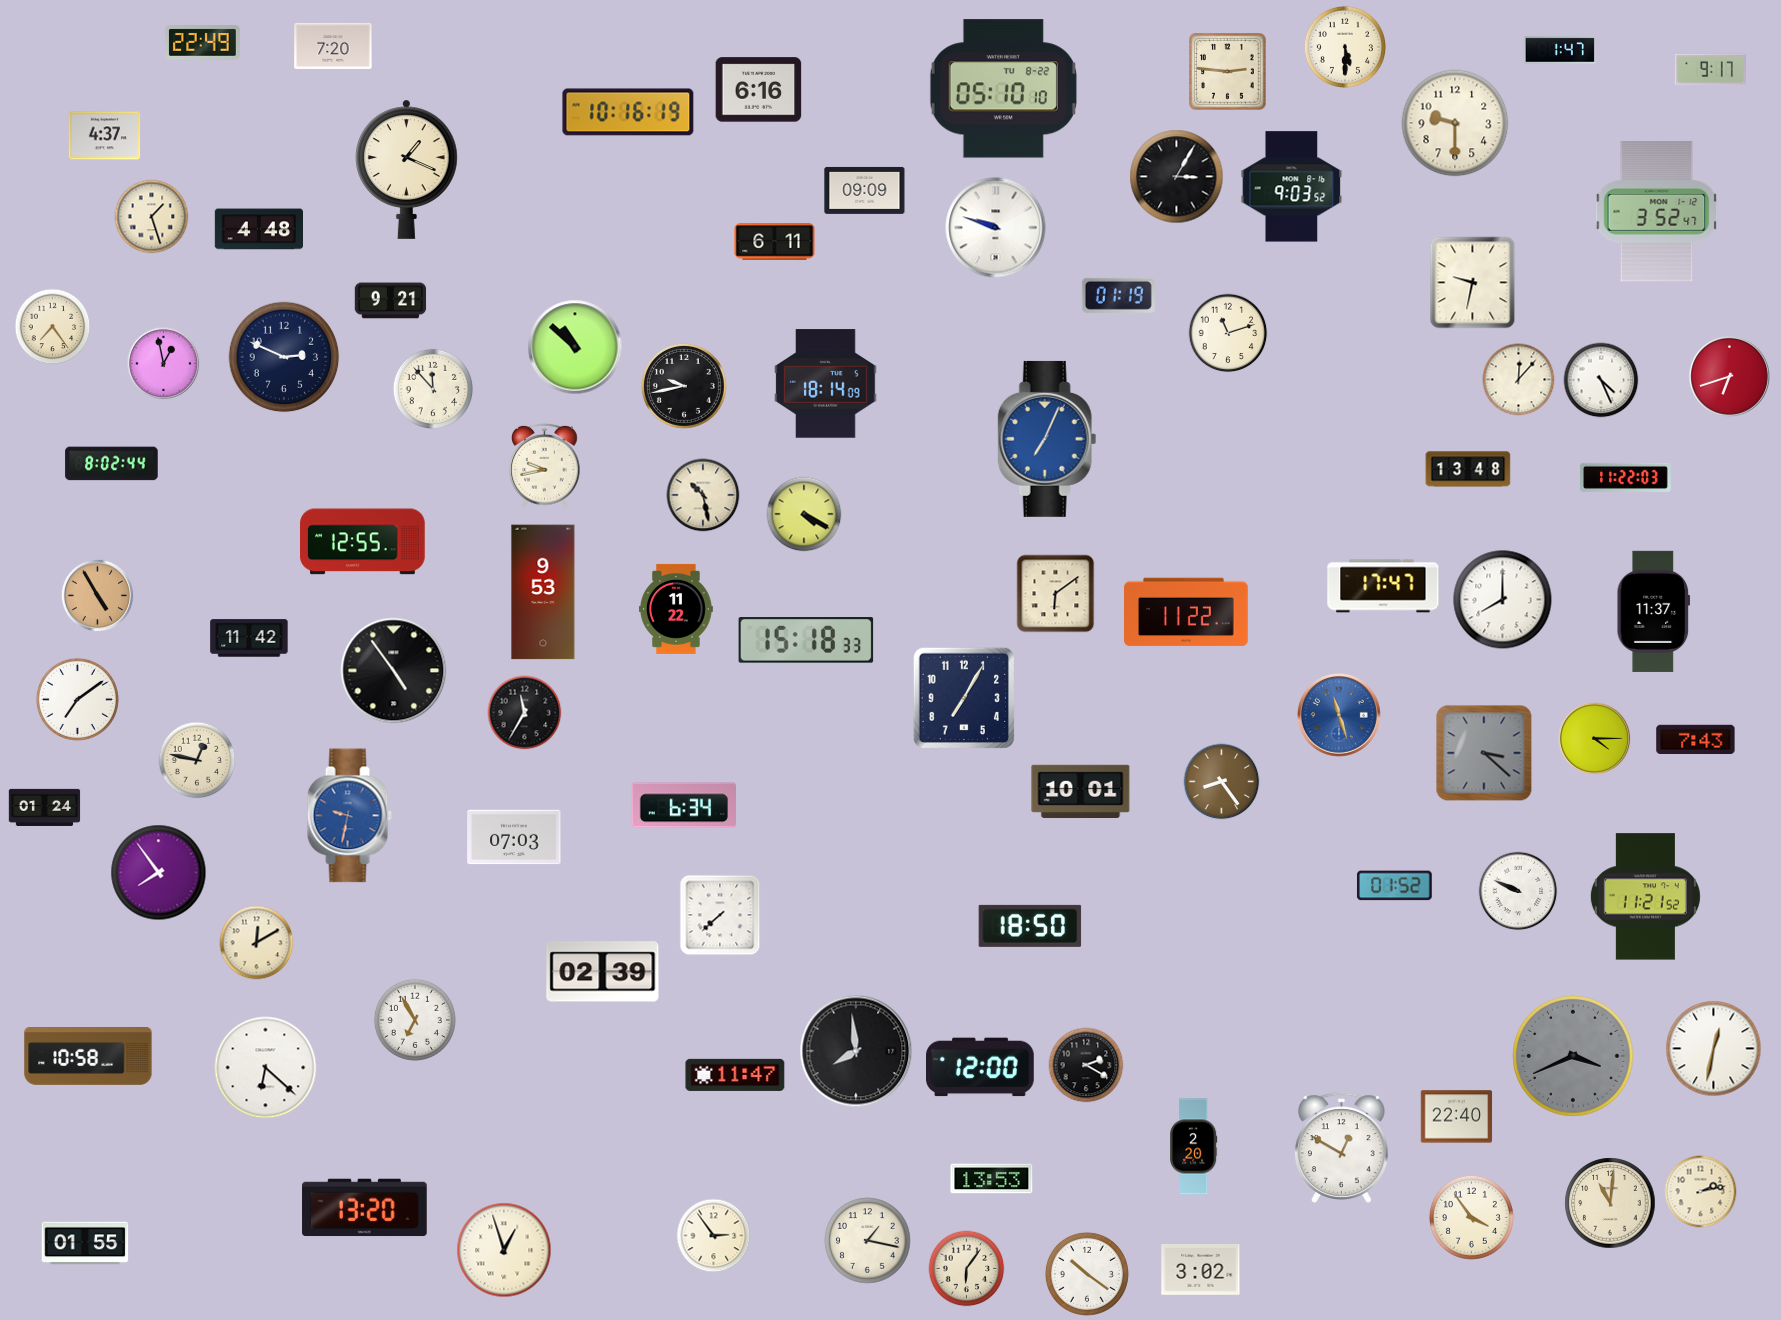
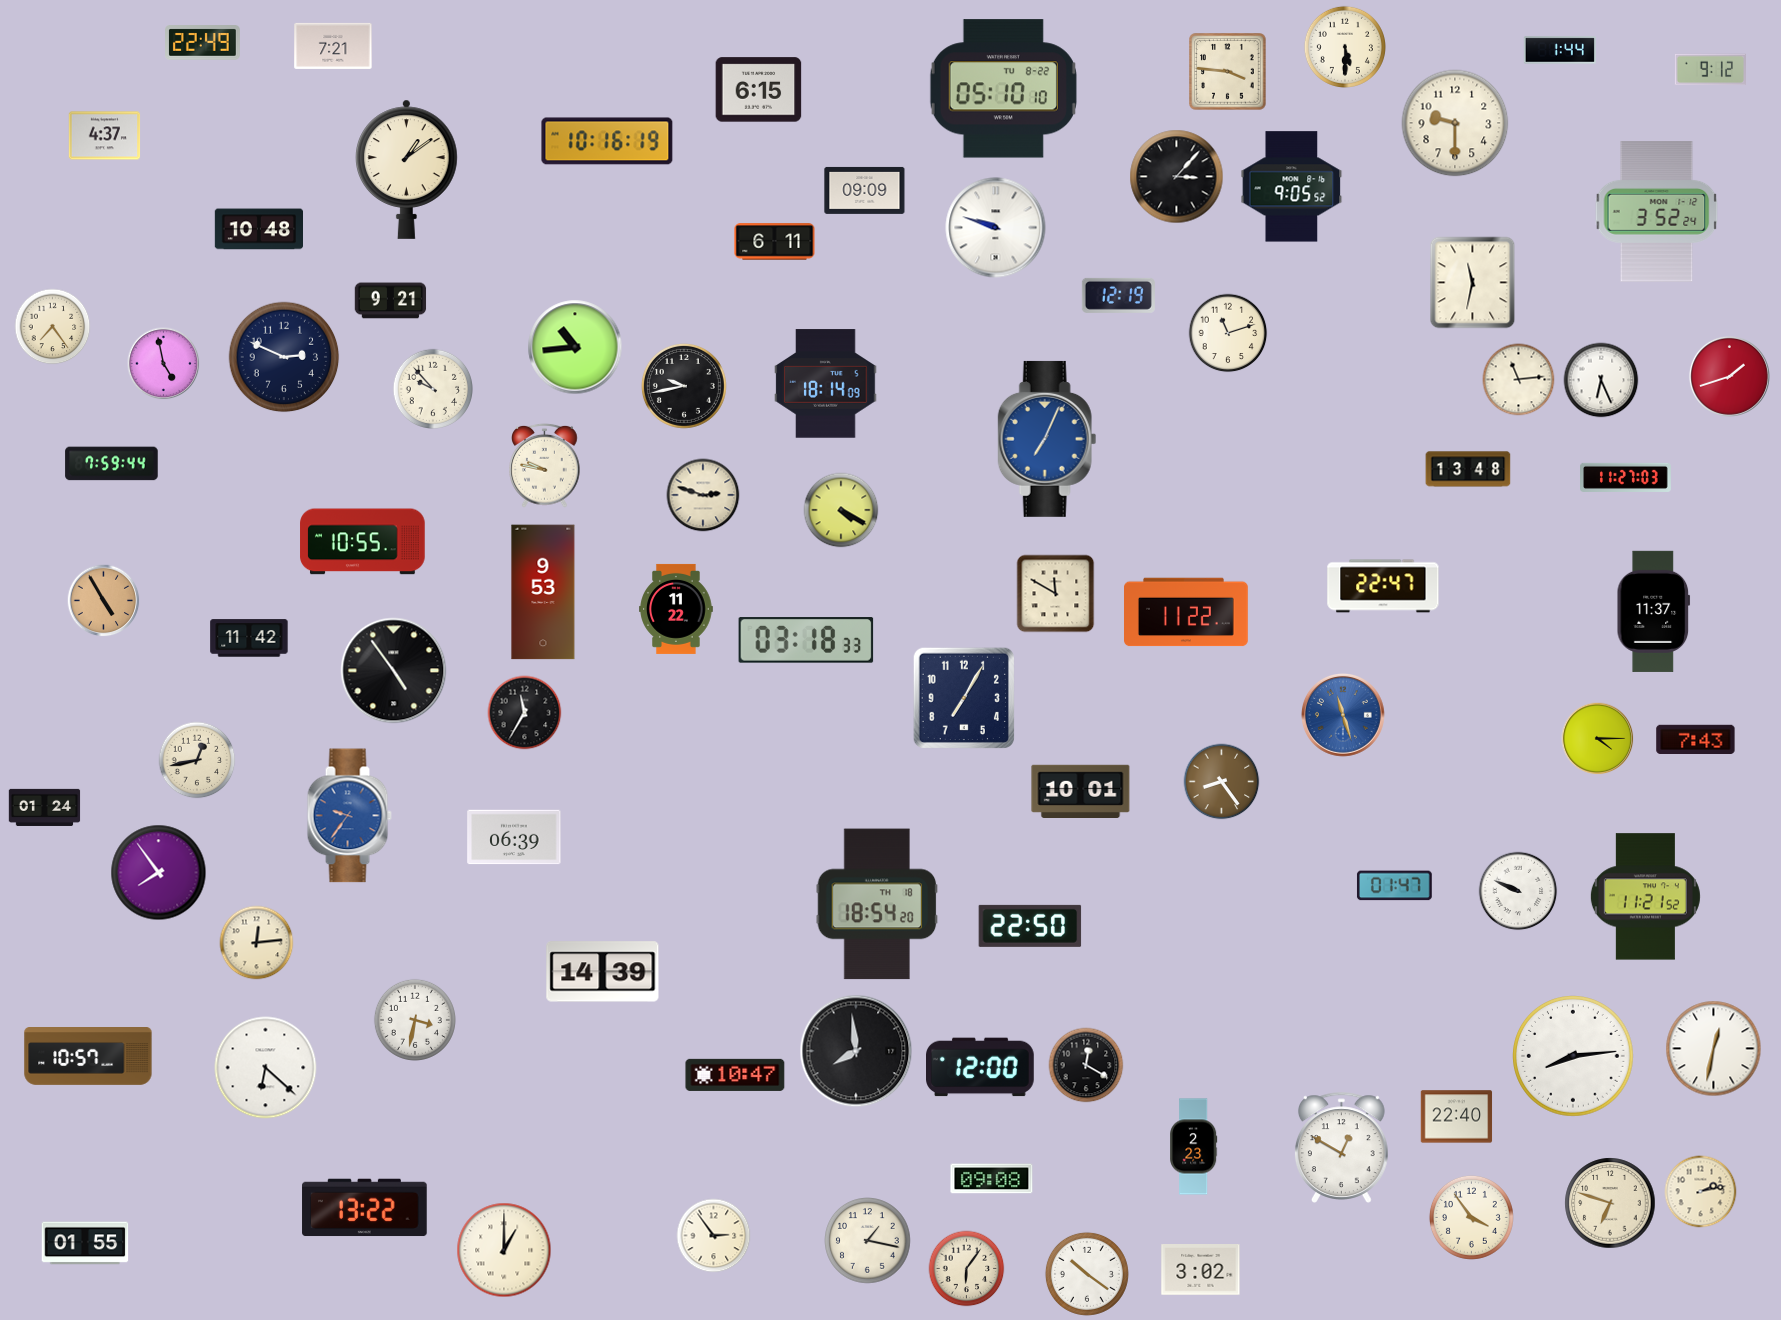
clock at (333, 46): 7:20 -> 7:21
clock at (1560, 50): 1:47 -> 1:44
clock at (1711, 70): 9:17 -> 9:12
clock at (1228, 72): 2:46 -> 3:46
clock at (759, 90): 6:16 -> 6:15
clock at (628, 112) position: (628, 112) -> (607, 141)
clock at (407, 169): 1:19 -> 1:09
clock at (1177, 177): 3:05 -> 3:07
clock at (1292, 187): 9:03 -> 9:05
clock at (1657, 212): 3:52:47 -> 3:52:24
clock at (152, 217): 1:27 -> none
clock at (258, 229): 4:48 -> 10:48
clock at (1473, 283): 9:32 -> 11:32
clock at (1118, 295): 01:19 -> 12:19
clock at (575, 347): 10:52 -> 10:44
clock at (164, 364): 12:58 -> 4:58
clock at (1729, 376): 6:42 -> 1:42
clock at (1519, 380): 12:07 -> 11:14
clock at (1601, 380): 4:26 -> 6:26
clock at (432, 388): 11:53 -> 9:53
clock at (112, 464): 8:02 -> 7:59
clock at (545, 465): 9:43 -> 9:47
clock at (1626, 477): 11:22 -> 11:27
clock at (703, 495): 10:28 -> 2:48
clock at (804, 514) position: (804, 514) -> (841, 510)
clock at (363, 542): 12:55 -> 10:55
clock at (1383, 586): 17:47 -> 22:47
clock at (1056, 594): 6:09 -> 11:50
clock at (98, 596) position: (98, 596) -> (104, 601)
clock at (1503, 600): 8:00 -> none
clock at (806, 640): 15:18 -> 03:18
clock at (77, 699): 7:09 -> none
clock at (1340, 716) position: (1340, 716) -> (1344, 716)
clock at (1595, 739) position: (1595, 739) -> (1598, 739)
clock at (1484, 753): 3:22 -> none
clock at (197, 760): 12:47 -> 12:43
clock at (683, 805): 6:34 -> none
clock at (349, 816): 9:32 -> 9:36
clock at (514, 837): 07:03 -> 06:39
clock at (1394, 886): 01:52 -> 01:47
clock at (877, 904): none -> 18:54
clock at (720, 915): 7:38 -> none
clock at (1030, 926): 18:50 -> 22:50
clock at (257, 943): 12:10 -> 12:14
clock at (603, 972): 02:39 -> 14:39
clock at (415, 1020): 6:55 -> 3:32
clock at (88, 1057): 10:58 -> 10:57
clock at (1574, 1057): 3:41 -> 8:14
clock at (1574, 1057) dial: grey -> white
clock at (1086, 1065): 2:20 -> 12:20
clock at (735, 1075): 11:47 -> 10:47
clock at (1194, 1147): 2:20 -> 2:23
clock at (992, 1179): 13:53 -> 09:08
clock at (1610, 1203): 11:01 -> 6:48
clock at (365, 1208): 13:20 -> 13:22
clock at (504, 1250): 12:57 -> 1:00
